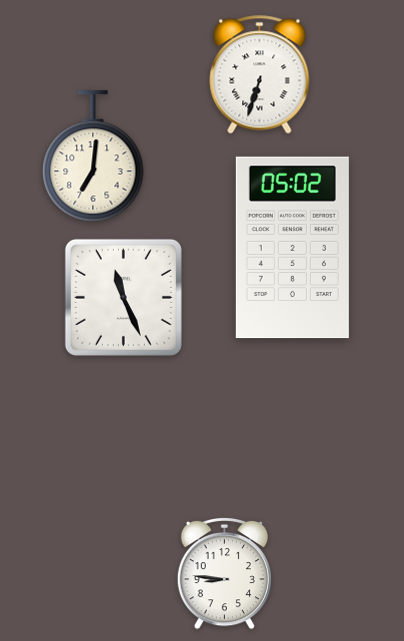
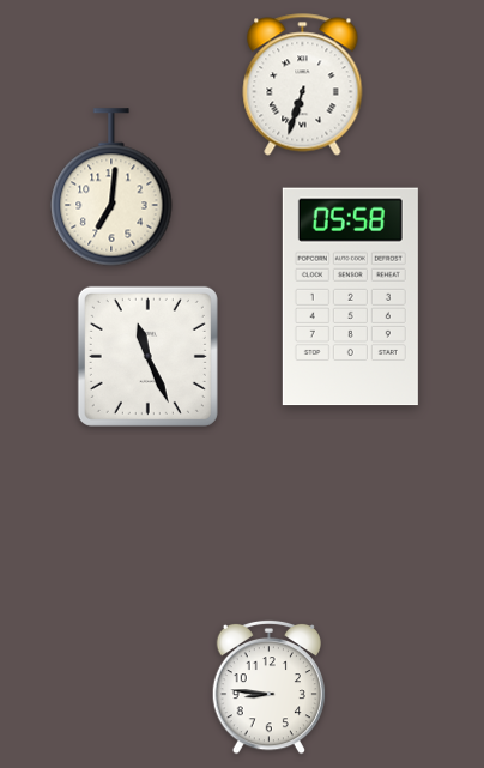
clock at (260, 75) position: (260, 75) -> (303, 85)
clock at (292, 248): 05:02 -> 05:58
